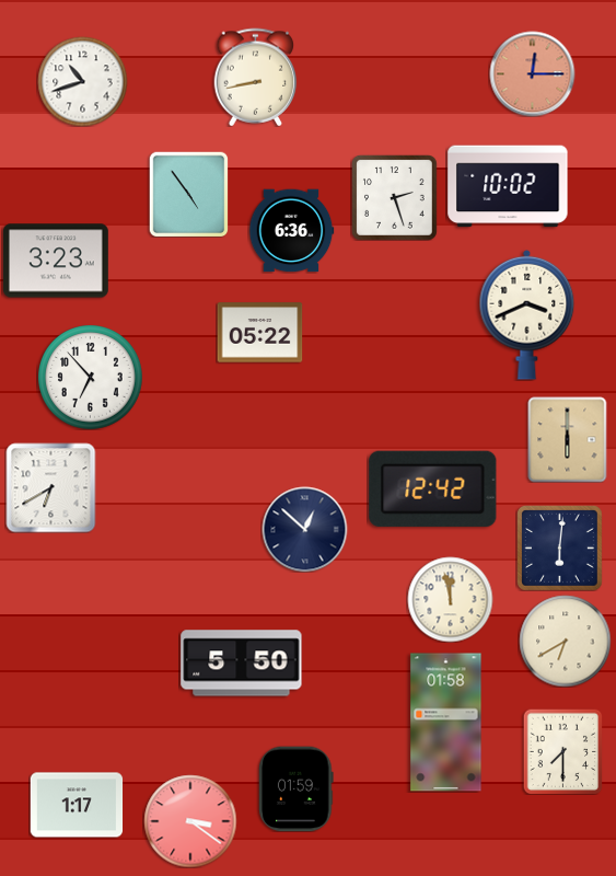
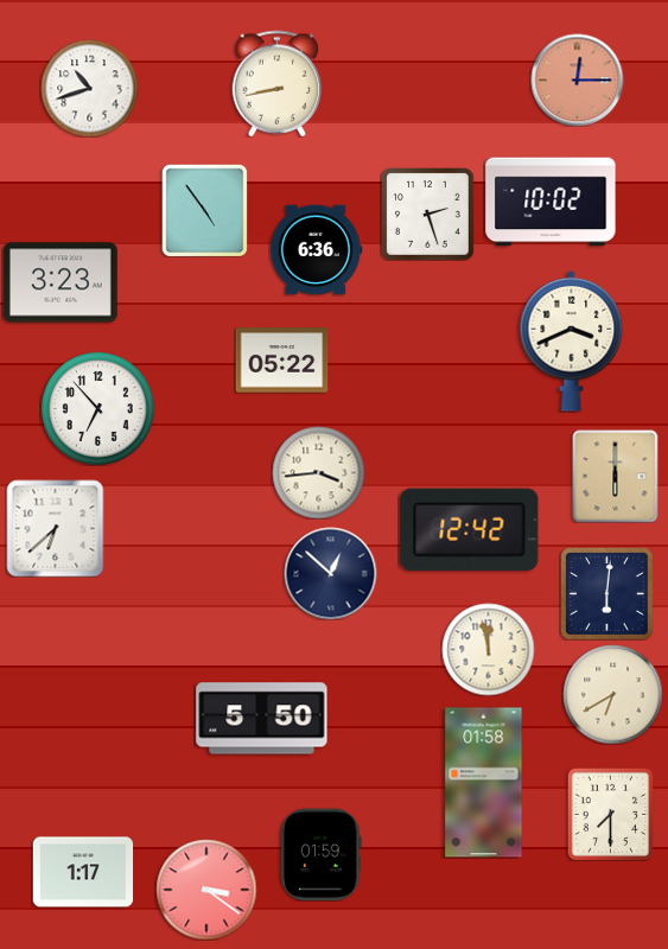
clock at (318, 472): none -> 3:44
clock at (50, 487): 6:40 -> 6:38
